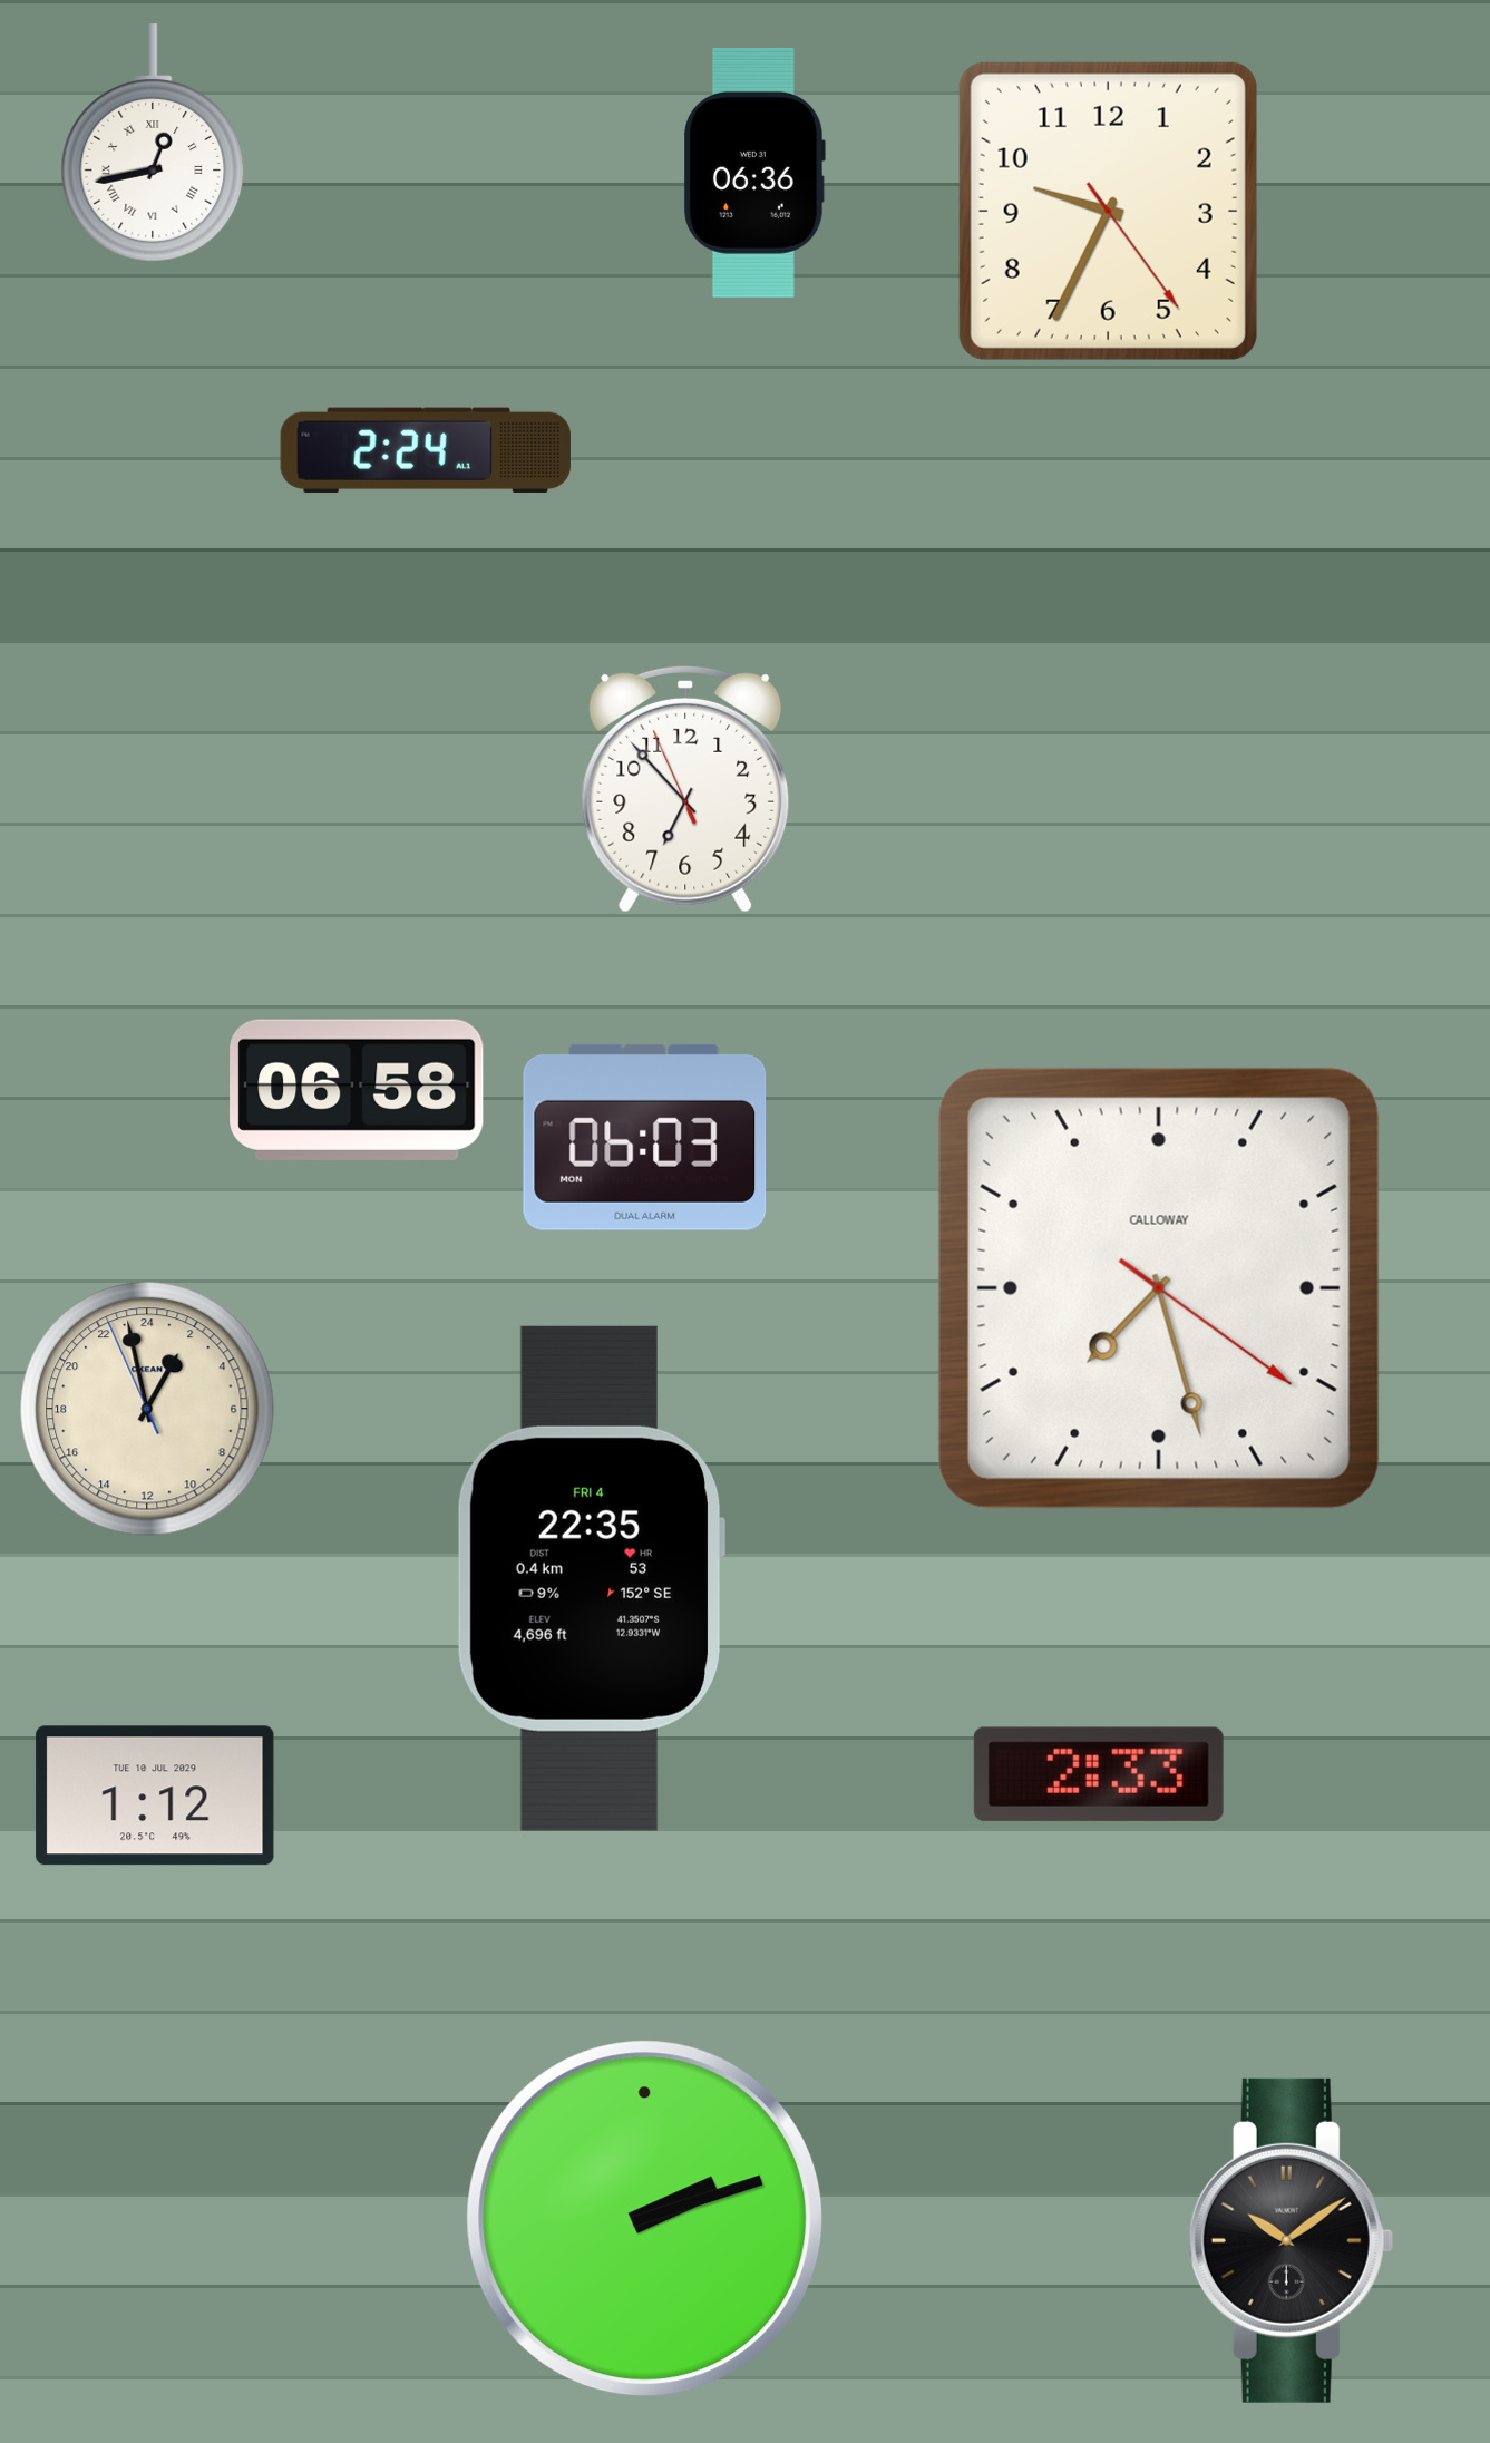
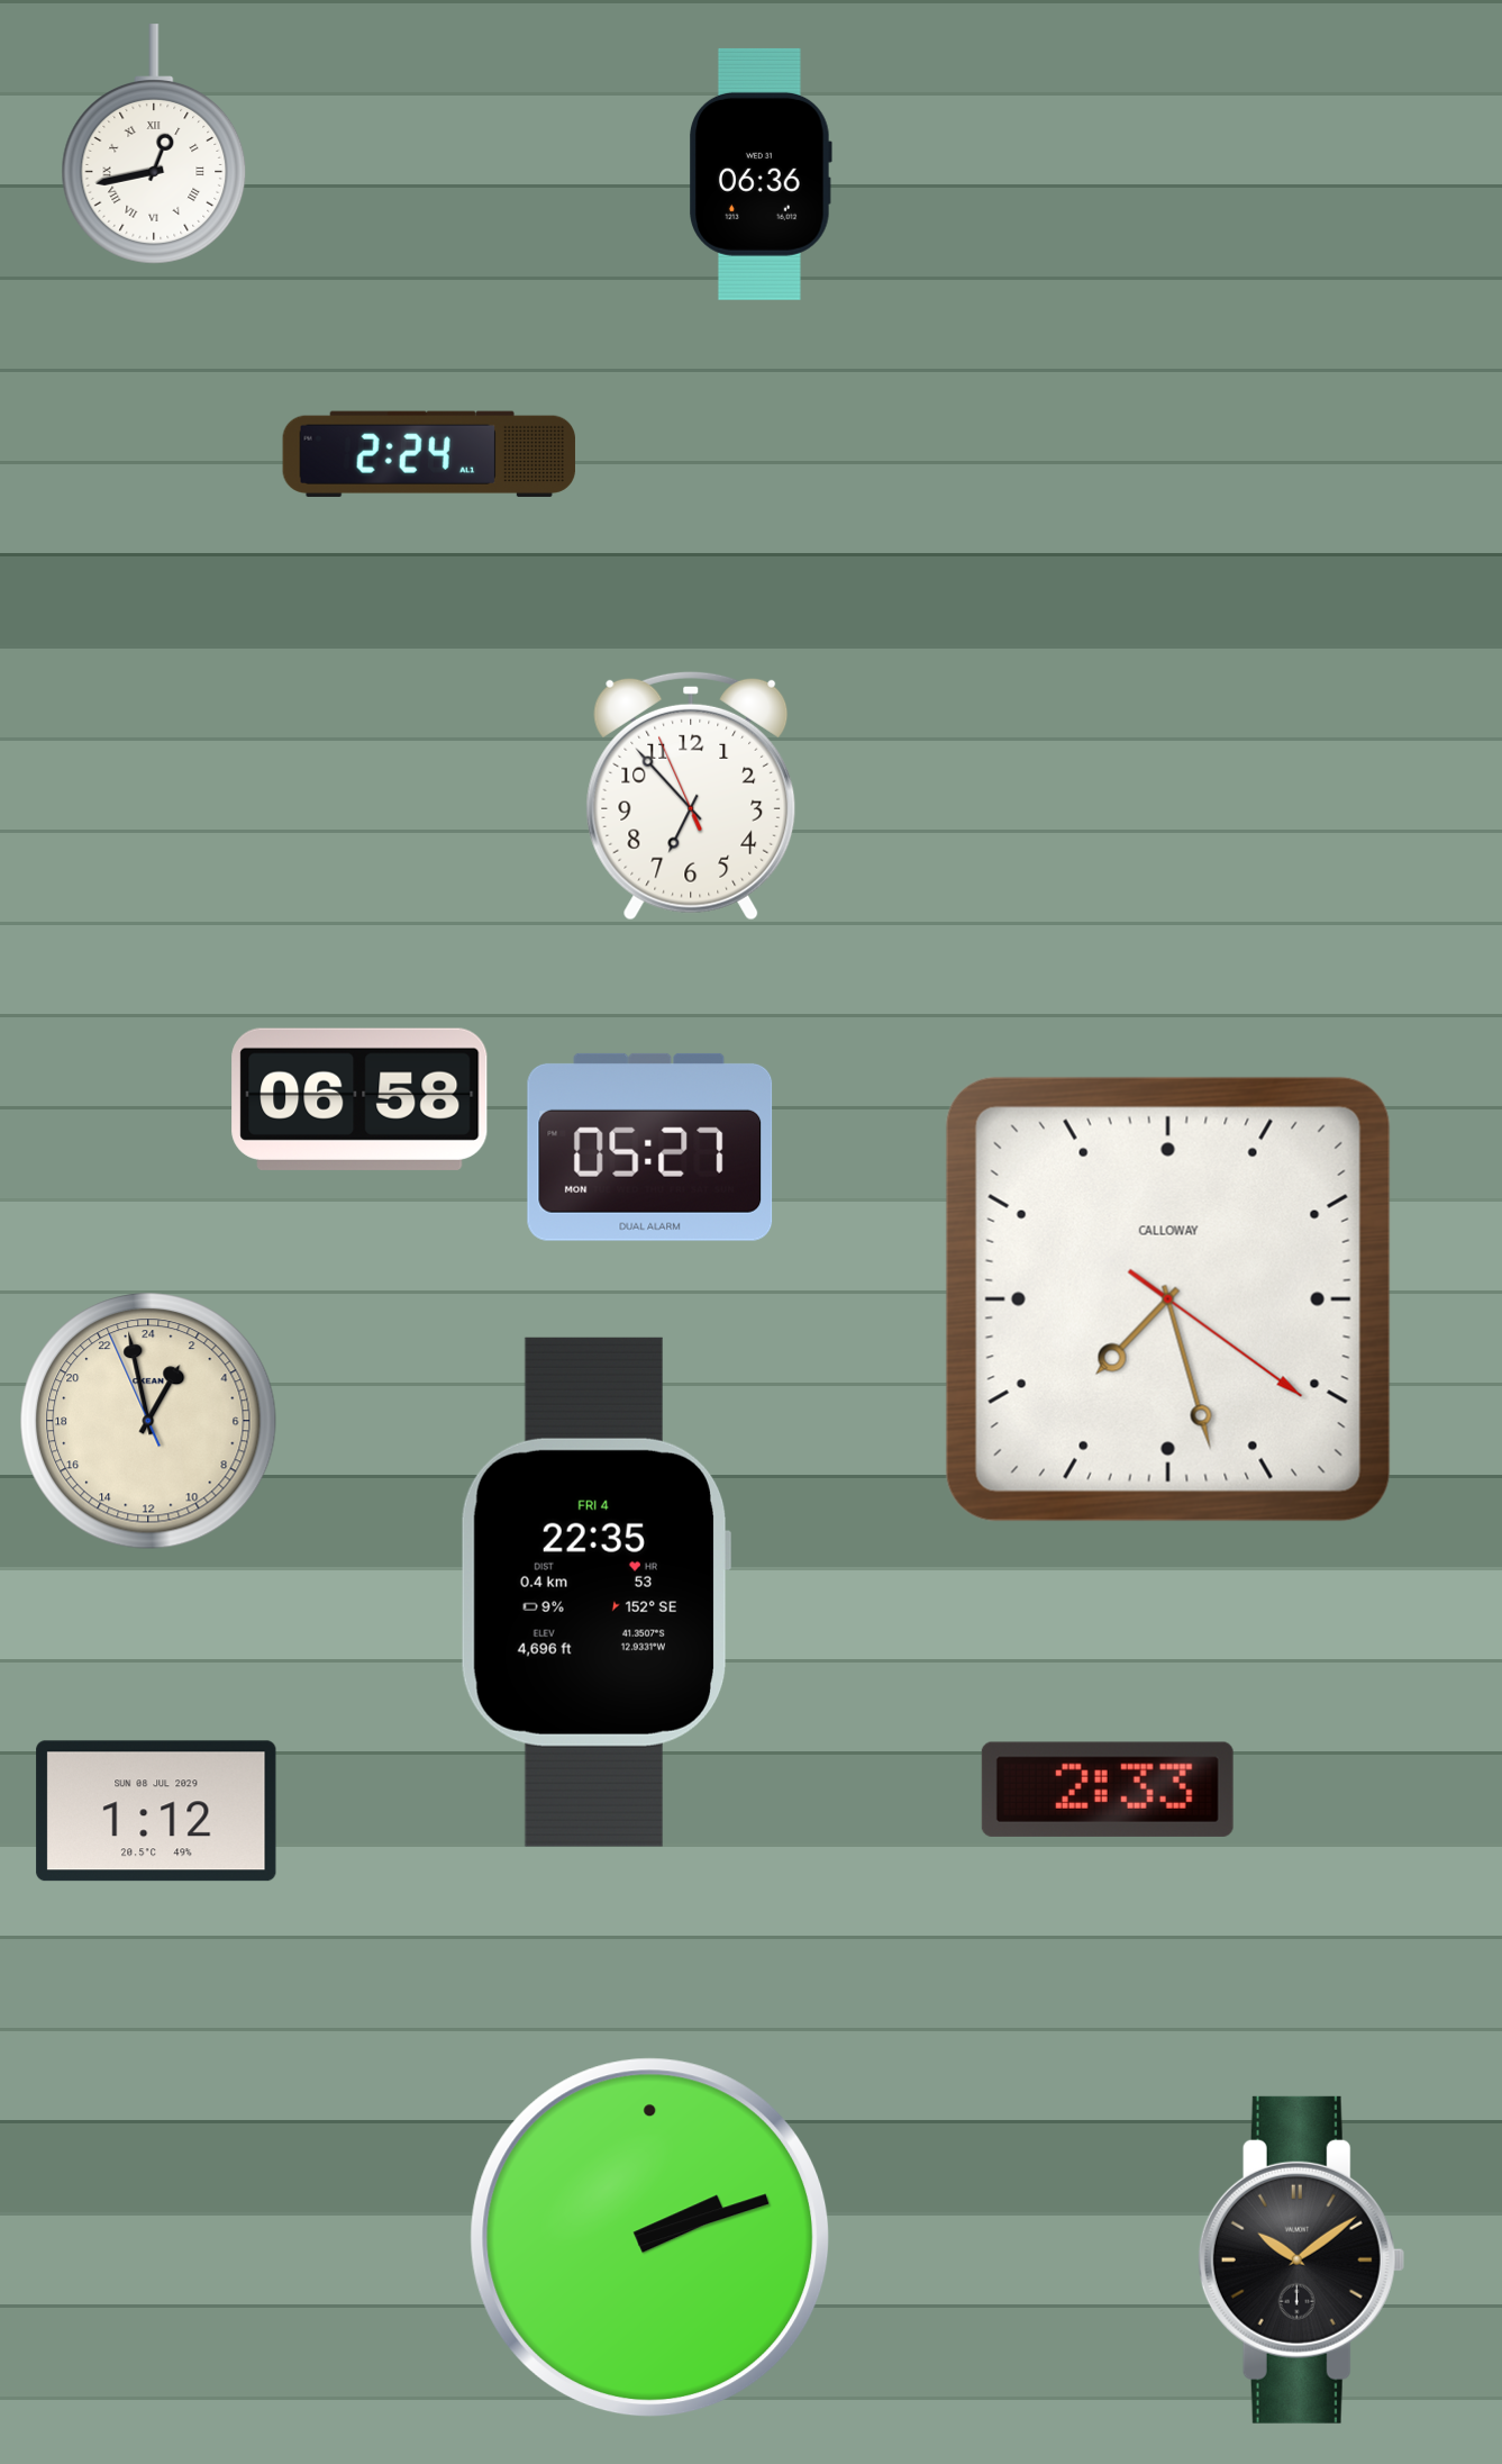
clock at (1108, 211): 9:34 -> none
clock at (645, 1137): 06:03 -> 05:27
clock at (155, 1795) date: TUE 10 JUL 2029 -> SUN 08 JUL 2029
